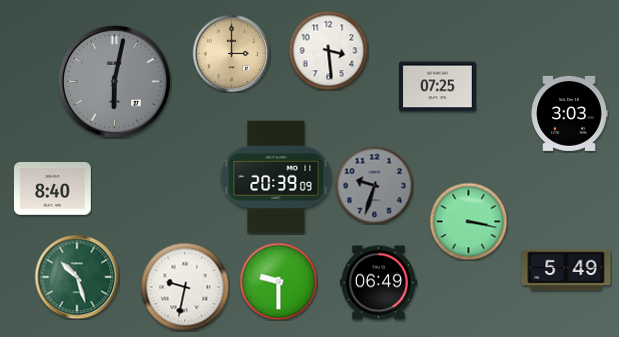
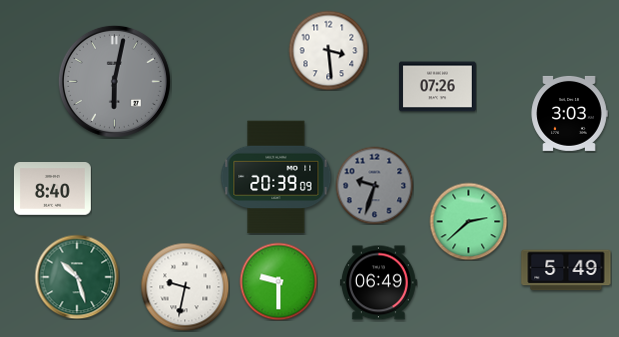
clock at (231, 53): 3:00 -> none
clock at (437, 87): 07:25 -> 07:26
clock at (468, 221): 3:17 -> 2:38
